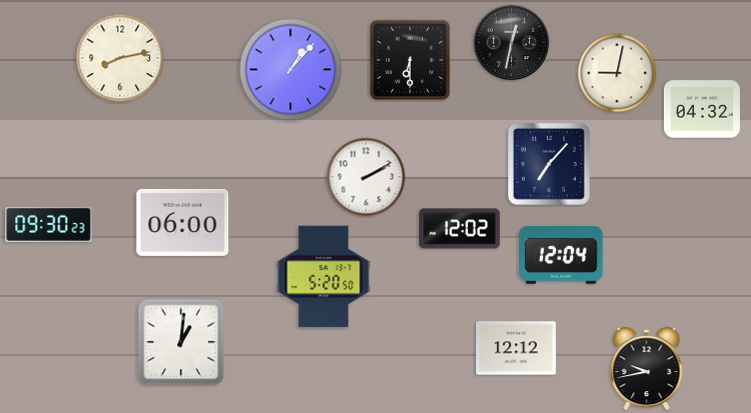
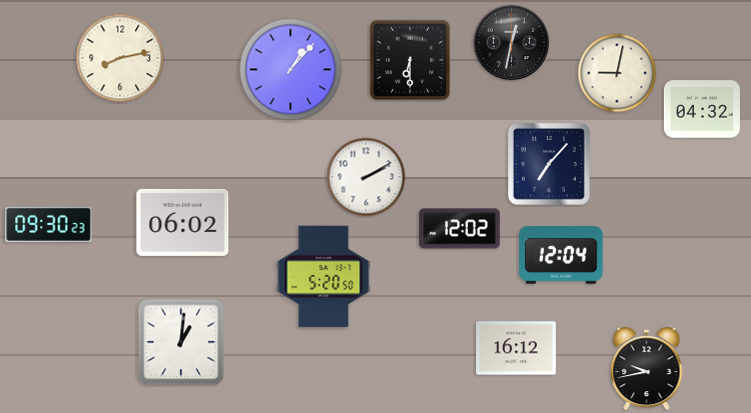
clock at (183, 222): 06:00 -> 06:02
clock at (517, 348): 12:12 -> 16:12
